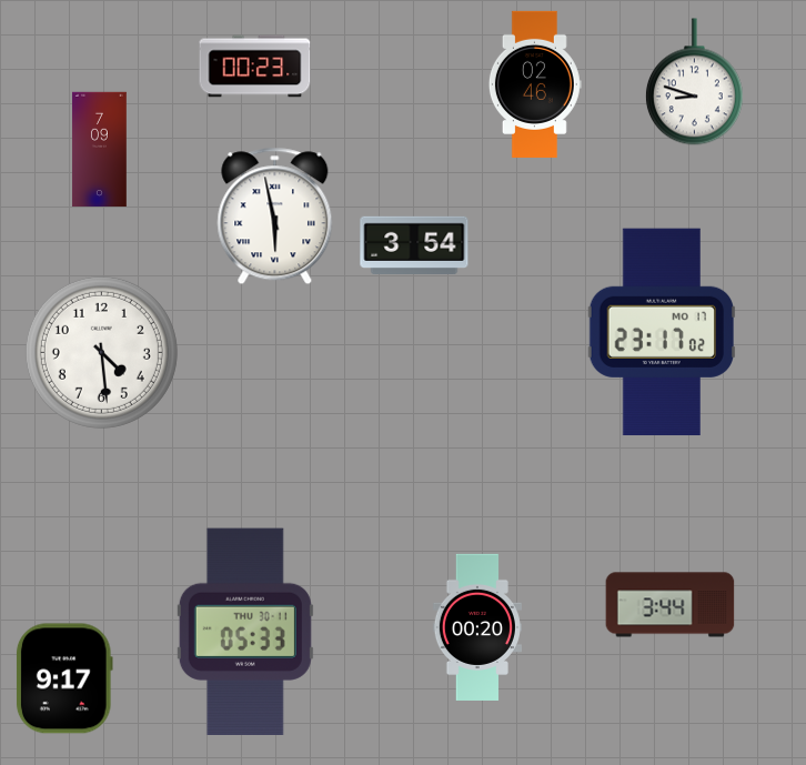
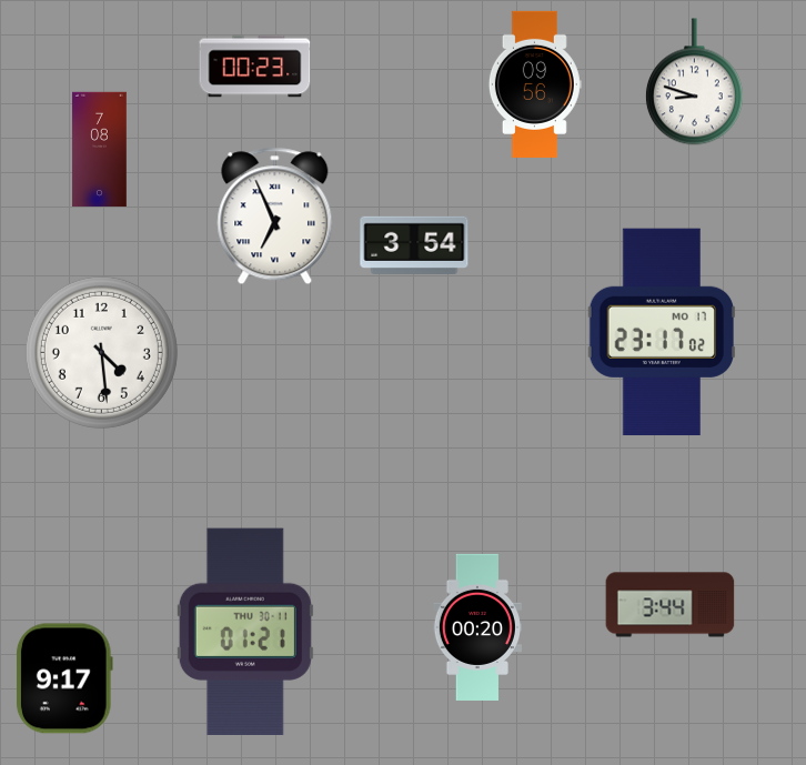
clock at (535, 84): 02:46 -> 09:56
clock at (100, 150): 7:09 -> 7:08
clock at (275, 217): 5:58 -> 6:56
clock at (245, 632): 05:33 -> 01:21
